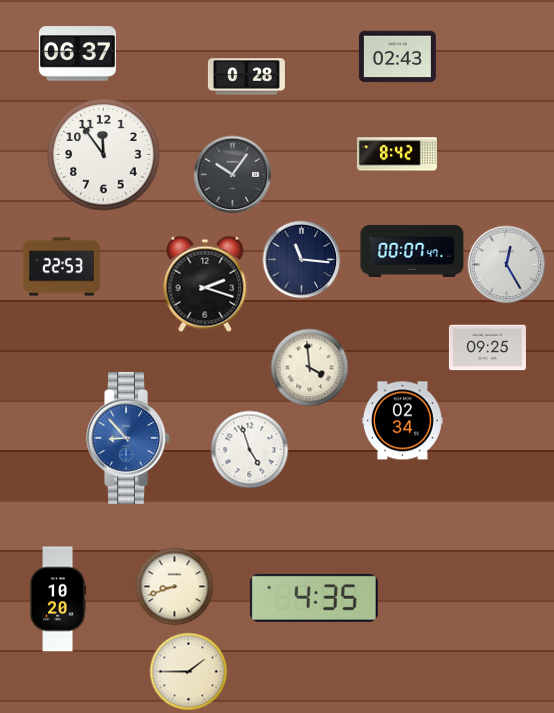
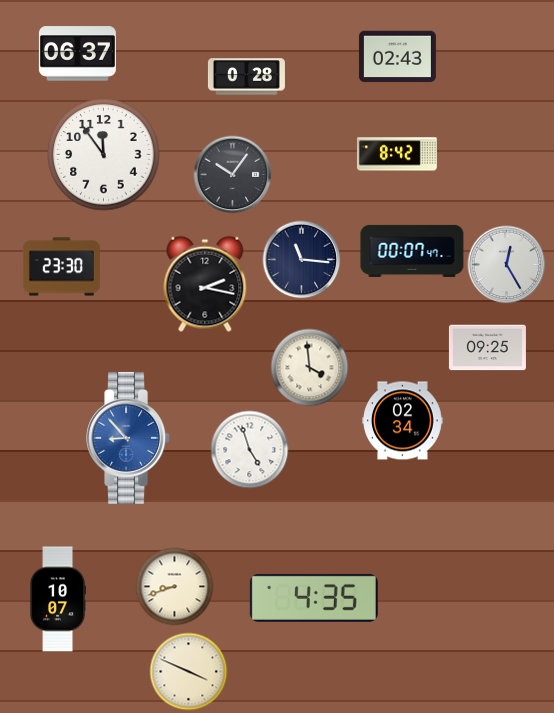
clock at (61, 267): 22:53 -> 23:30
clock at (205, 284): 2:18 -> 2:17
clock at (58, 599): 10:20 -> 10:07
clock at (188, 671): 1:45 -> 3:49
